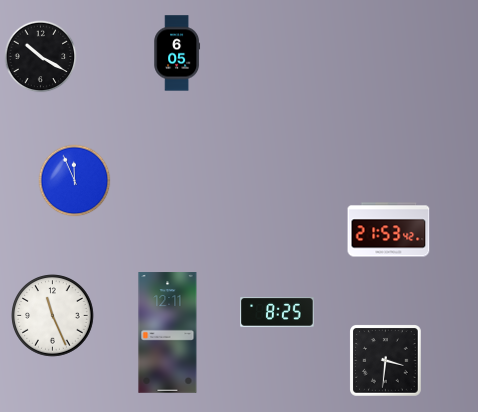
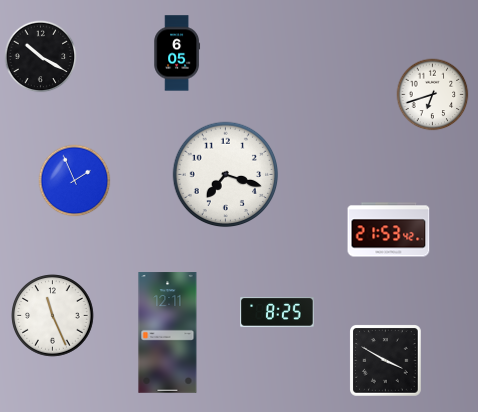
clock at (433, 95): none -> 6:42
clock at (226, 175): none -> 7:18
clock at (75, 181): 11:56 -> 1:56
clock at (386, 361): 3:31 -> 3:50
